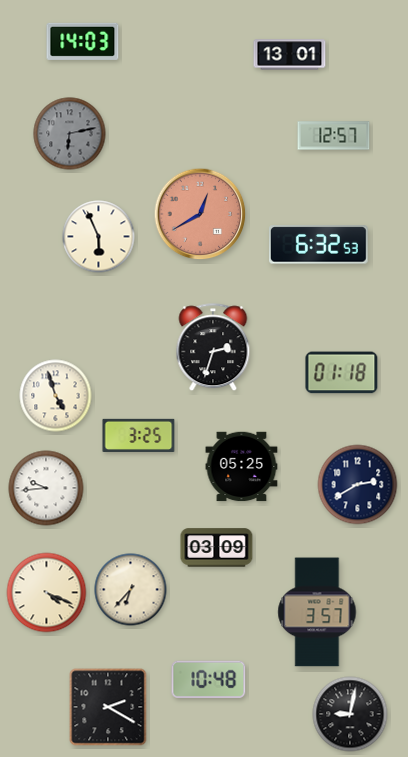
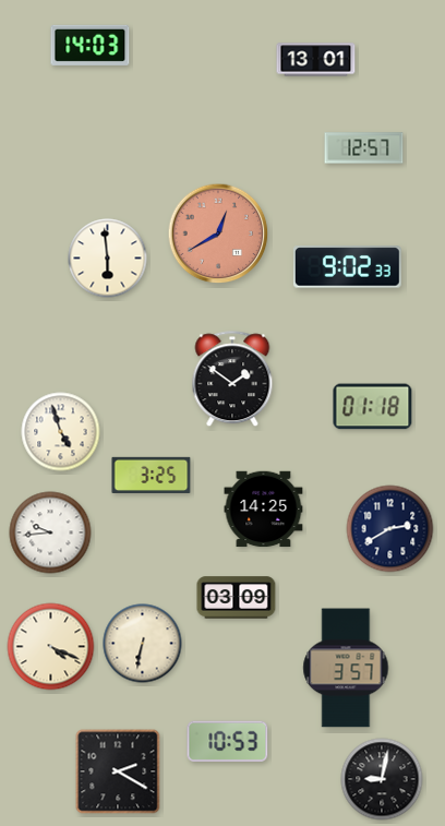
clock at (70, 134): 6:13 -> none
clock at (99, 237): 5:56 -> 5:59
clock at (318, 245): 6:32 -> 9:02
clock at (213, 348): 2:33 -> 1:51
clock at (242, 467): 05:25 -> 14:25
clock at (131, 590): 6:37 -> 6:32
clock at (209, 679): 10:48 -> 10:53
